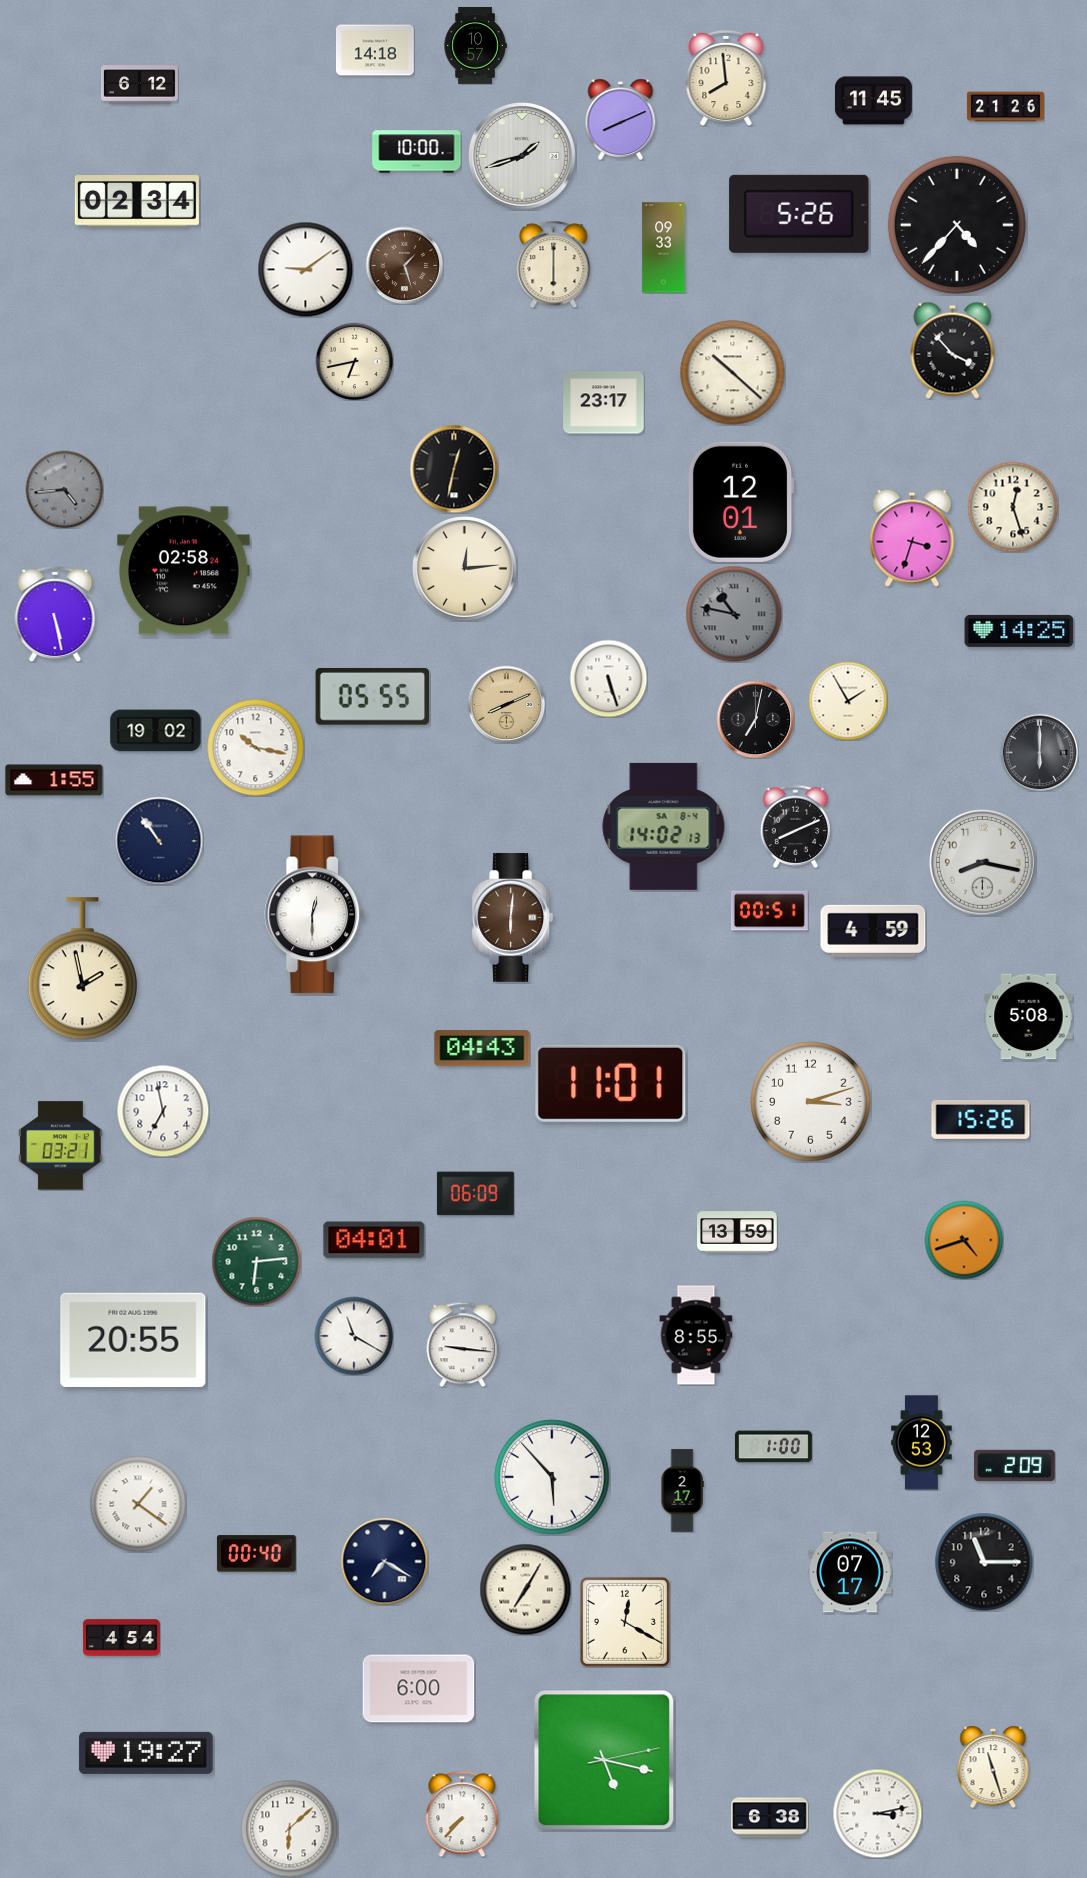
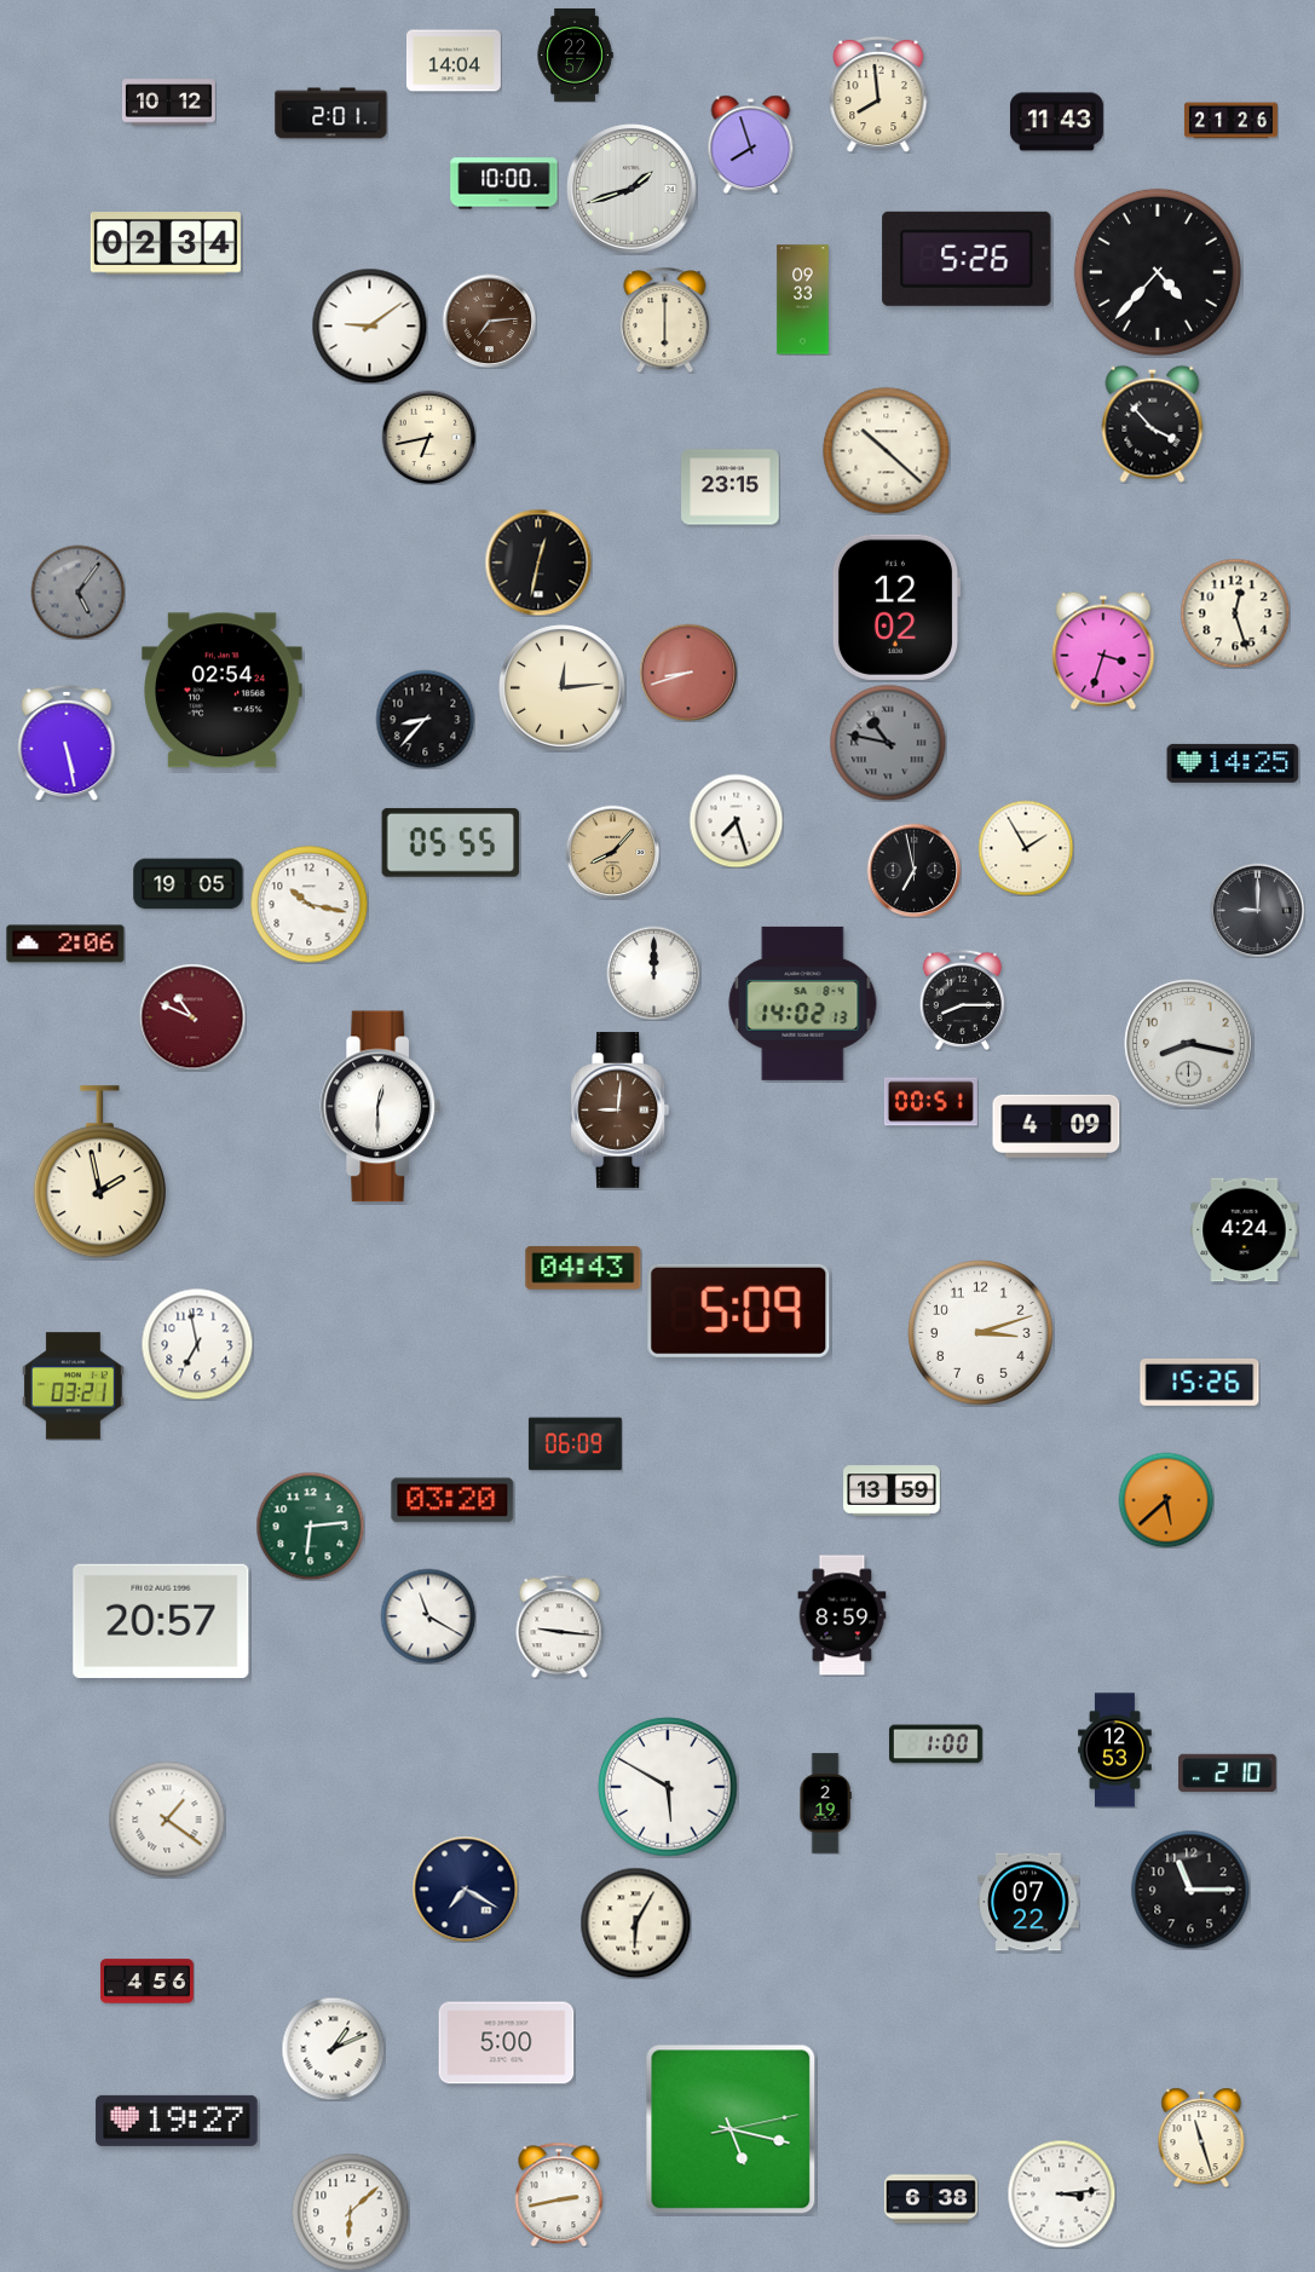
clock at (475, 45): 10:57 -> 22:57
clock at (375, 50): 14:18 -> 14:04
clock at (139, 85): 6:12 -> 10:12
clock at (331, 114): none -> 2:01
clock at (873, 101): 11:45 -> 11:43
clock at (1005, 107) position: (1005, 107) -> (1230, 121)
clock at (621, 119): 8:11 -> 7:57
clock at (554, 264) position: (554, 264) -> (665, 319)
clock at (404, 265): 1:27 -> 7:14
clock at (604, 403): 23:17 -> 23:15
clock at (454, 469) position: (454, 469) -> (538, 563)
clock at (64, 489): 4:44 -> 5:06
clock at (740, 502): 12:01 -> 12:02
clock at (1013, 507) position: (1013, 507) -> (1235, 613)
clock at (688, 673): none -> 8:42
clock at (184, 571): 02:58 -> 02:54
clock at (425, 719): none -> 8:37
clock at (608, 678): 5:27 -> 7:27
clock at (506, 704): 8:11 -> 8:07
clock at (755, 719): 7:02 -> 6:58
clock at (156, 731): 19:02 -> 19:05
clock at (1039, 752): 6:00 -> 9:00
clock at (54, 780): 1:55 -> 2:06
clock at (653, 973): none -> 12:00
clock at (664, 826) position: (664, 826) -> (803, 1003)
clock at (795, 826): 8:11 -> 8:15
clock at (159, 841): 10:54 -> 10:49
clock at (159, 841) dial: navy -> burgundy
clock at (513, 917): 6:01 -> 9:01
clock at (873, 931): 4:59 -> 4:09
clock at (1029, 1017): 5:08 -> 4:24
clock at (611, 1083): 11:01 -> 5:09
clock at (981, 1119) position: (981, 1119) -> (1200, 1382)
clock at (374, 1240): 04:01 -> 03:20
clock at (964, 1240): 4:42 -> 5:38
clock at (696, 1335): 8:55 -> 8:59
clock at (133, 1339): 20:55 -> 20:57
clock at (922, 1443) position: (922, 1443) -> (1115, 1751)
clock at (773, 1447) position: (773, 1447) -> (935, 1745)
clock at (1015, 1466): 2:09 -> 2:10
clock at (552, 1477): 5:53 -> 5:50
clock at (682, 1491): 2:17 -> 2:19
clock at (256, 1554): 00:40 -> none
clock at (850, 1572): 07:17 -> 07:22
clock at (525, 1589): 7:05 -> 6:05
clock at (625, 1622): 12:20 -> none
clock at (121, 1638): 4:54 -> 4:56
clock at (419, 1689): 6:00 -> 5:00
clock at (333, 2048): none -> 1:11
clock at (877, 1813): 3:13 -> 3:14
clock at (462, 1814): 7:37 -> 2:43
